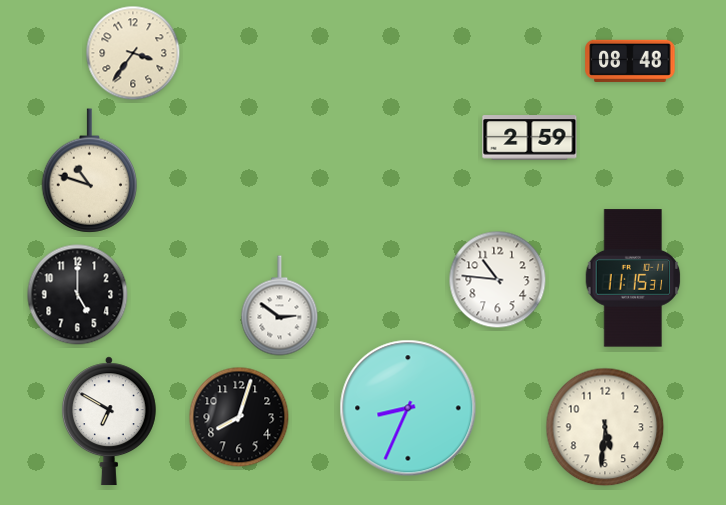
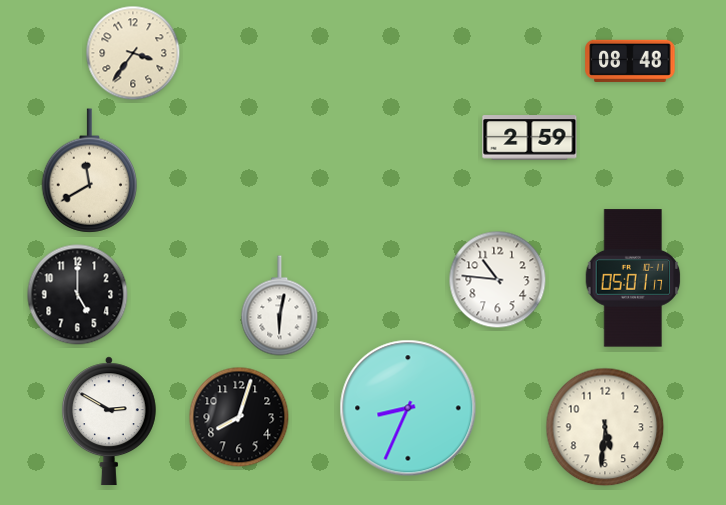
clock at (89, 171): 10:48 -> 11:40
clock at (633, 278): 11:15 -> 05:01
clock at (280, 306): 2:51 -> 6:02
clock at (109, 421): 6:50 -> 2:50
